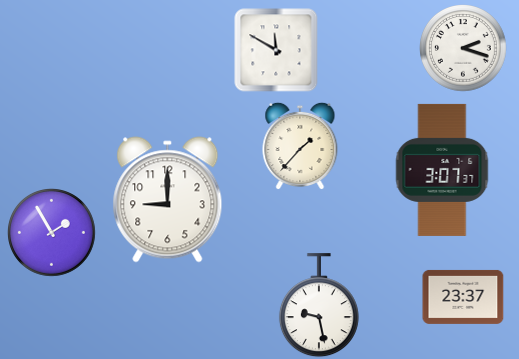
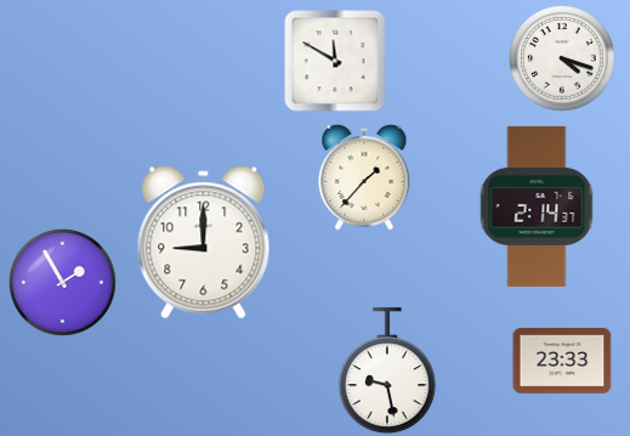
clock at (464, 49): 2:18 -> 4:18
clock at (442, 170): 3:07 -> 2:14
clock at (463, 297): 23:37 -> 23:33
